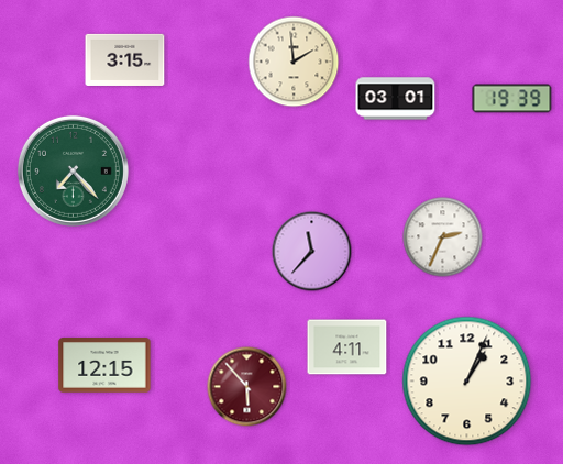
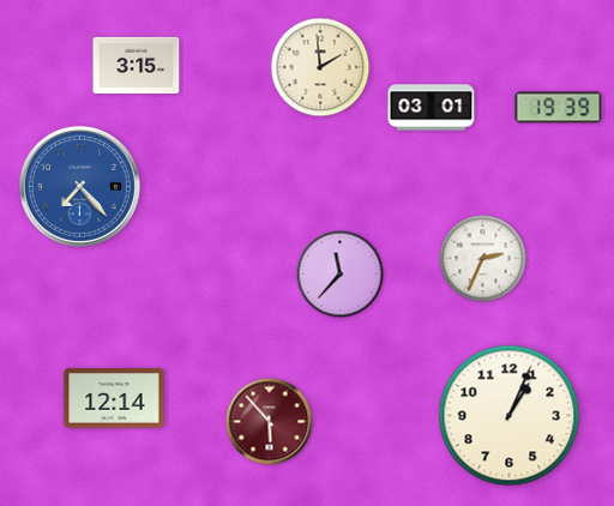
clock at (73, 170) dial: green -> blue
clock at (347, 347): 4:11 -> none
clock at (104, 365): 12:15 -> 12:14
